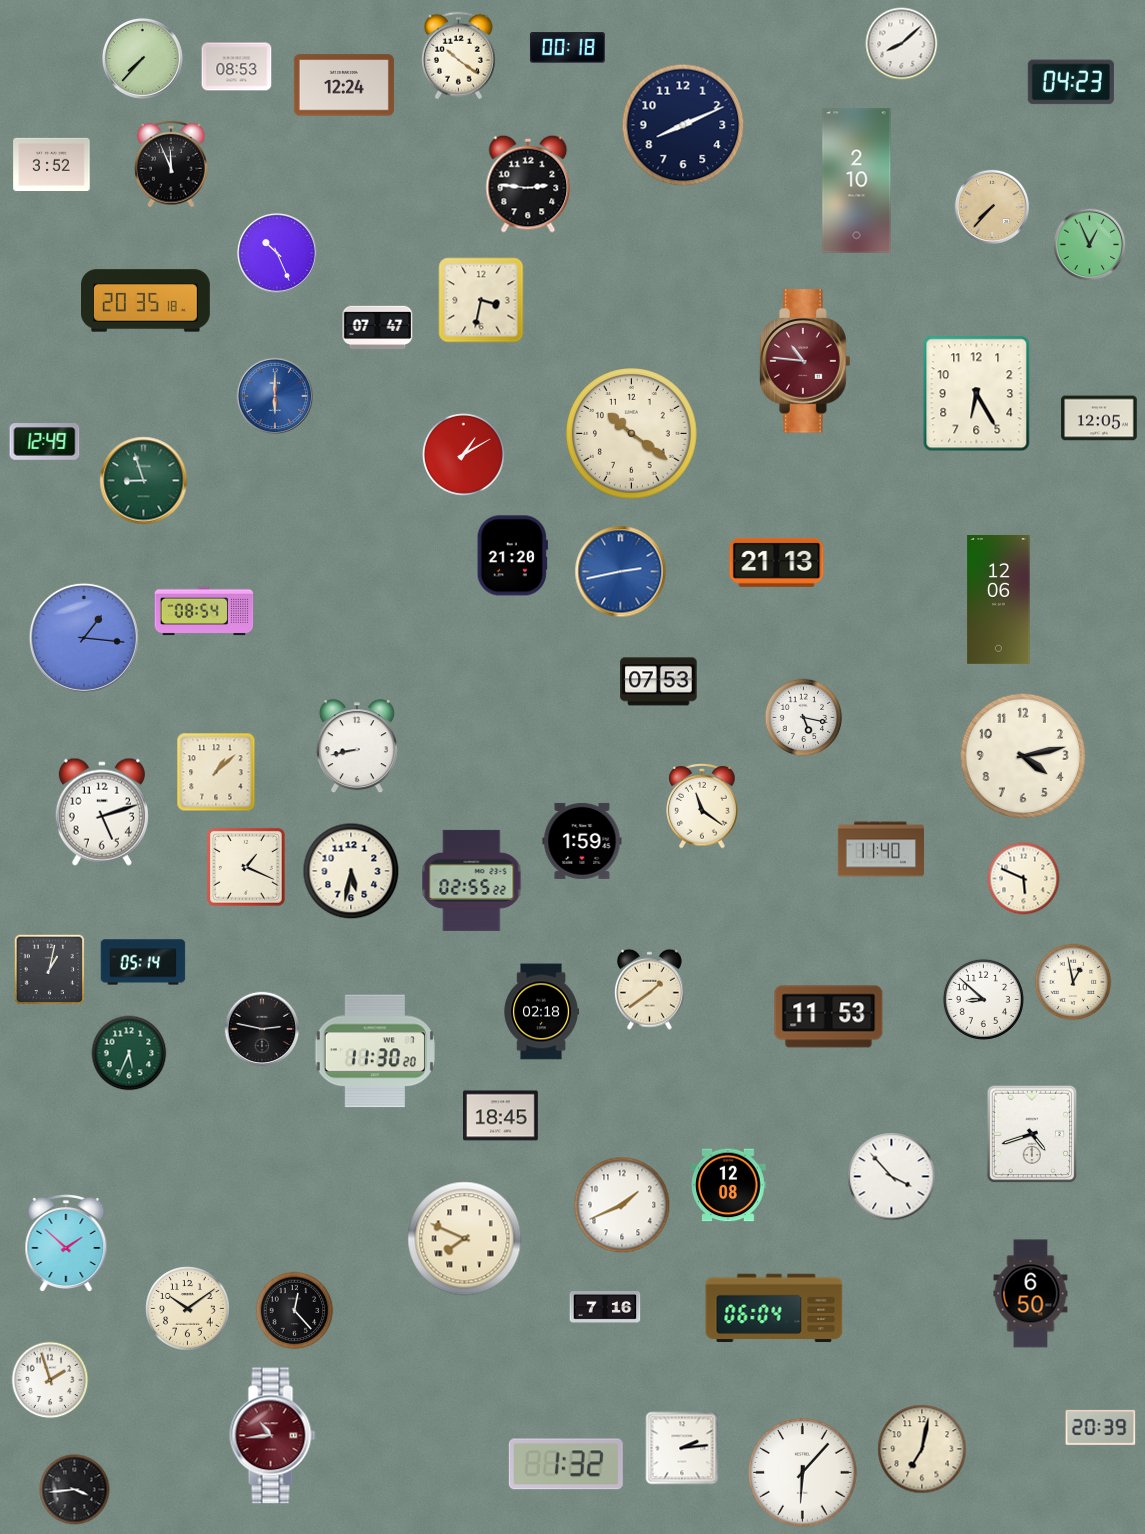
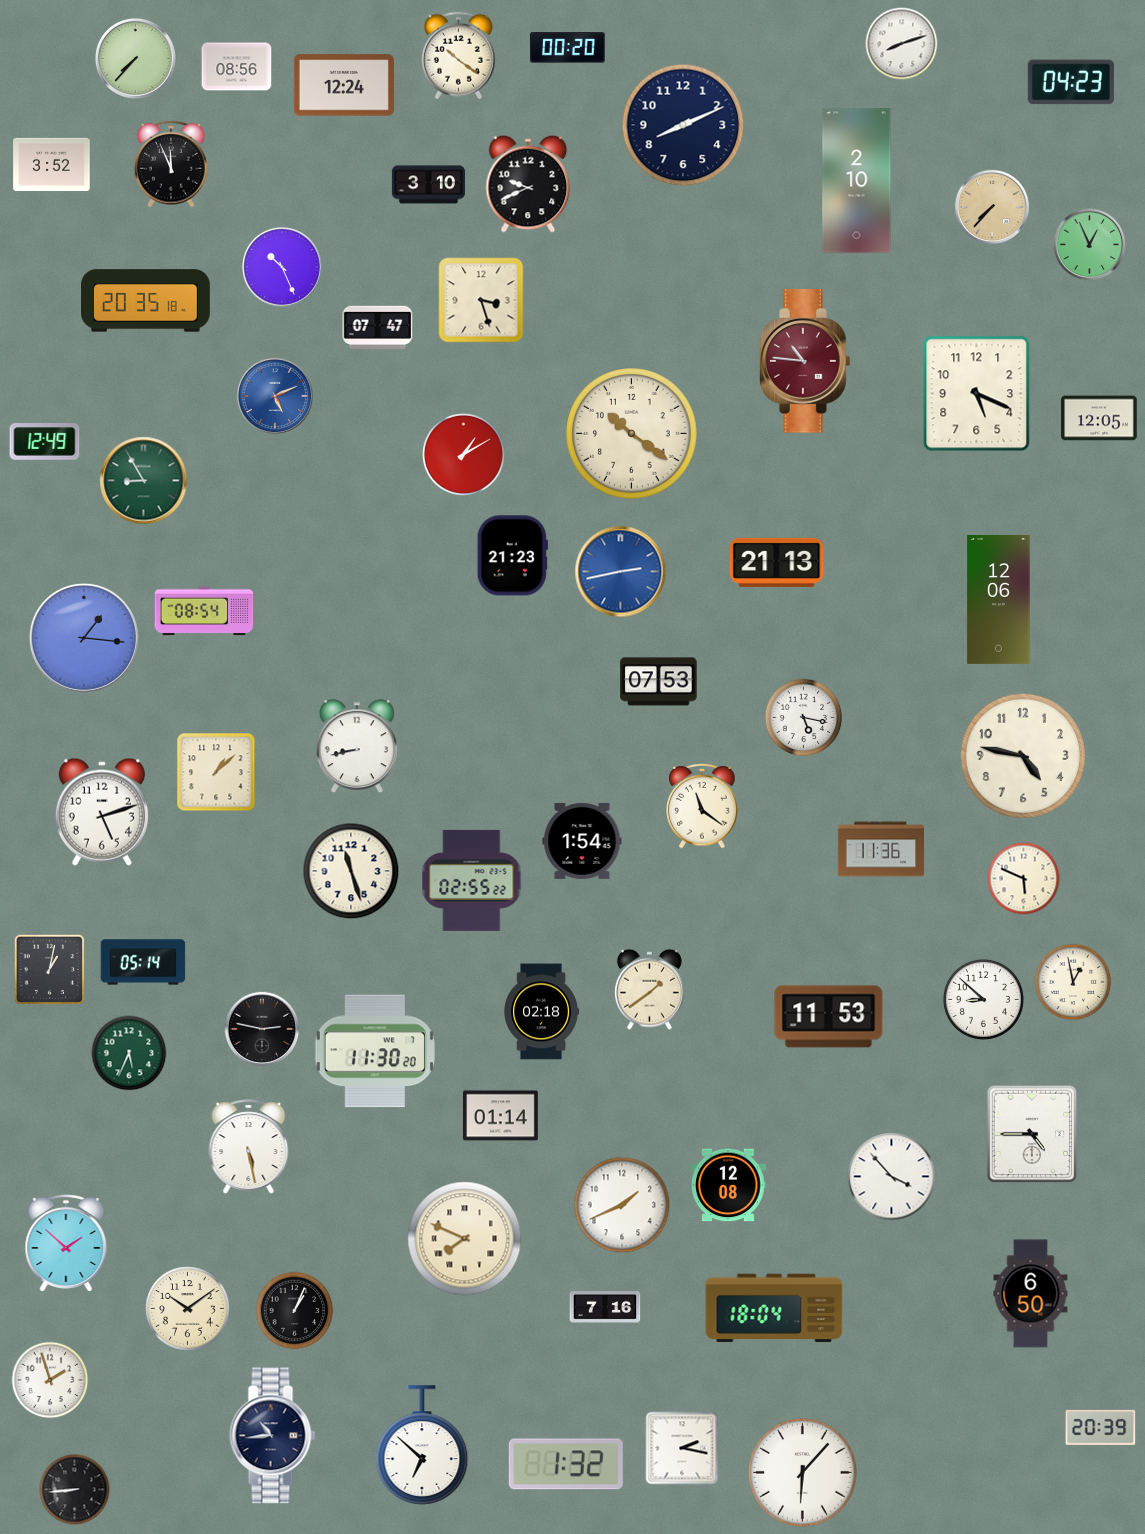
clock at (902, 44): 8:08 -> 8:12
clock at (567, 48): 00:18 -> 00:20
clock at (143, 59) position: (143, 59) -> (136, 59)
clock at (237, 67): 08:53 -> 08:56
clock at (528, 184): 2:46 -> 9:41
clock at (428, 185): none -> 3:10
clock at (277, 253) position: (277, 253) -> (282, 267)
clock at (481, 300): 3:32 -> 3:27
clock at (977, 394): 6:25 -> 5:19
clock at (275, 396): 6:00 -> 5:11
clock at (144, 481): 8:57 -> 8:55
clock at (512, 556): 21:20 -> 21:23
clock at (1023, 756): 4:13 -> 4:47
clock at (582, 841): 1:59 -> 1:54
clock at (880, 849): 11:40 -> 11:36
clock at (246, 867): 1:19 -> none
clock at (351, 871): 5:32 -> 11:27
clock at (501, 1116): 18:45 -> 01:14
clock at (1032, 1134): 4:42 -> 4:45
clock at (249, 1147): none -> 5:28
clock at (774, 1308): 06:04 -> 18:04
clock at (295, 1311): 12:23 -> 1:04
clock at (273, 1436) dial: burgundy -> navy
clock at (422, 1445): none -> 6:52
clock at (682, 1448): 2:14 -> 2:17
clock at (922, 1449): 7:02 -> none
clock at (75, 1490): 3:44 -> 8:44
